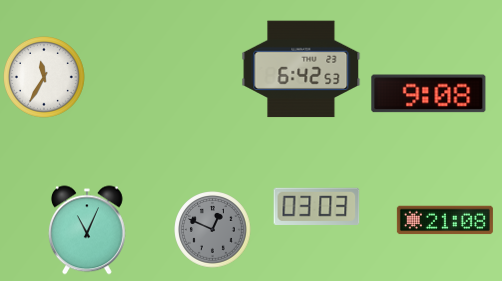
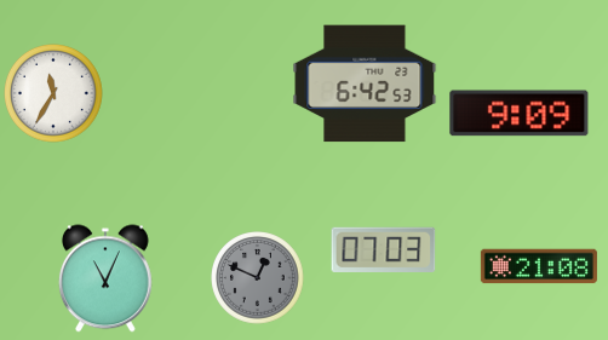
clock at (429, 94): 9:08 -> 9:09
clock at (317, 206): 03:03 -> 07:03
